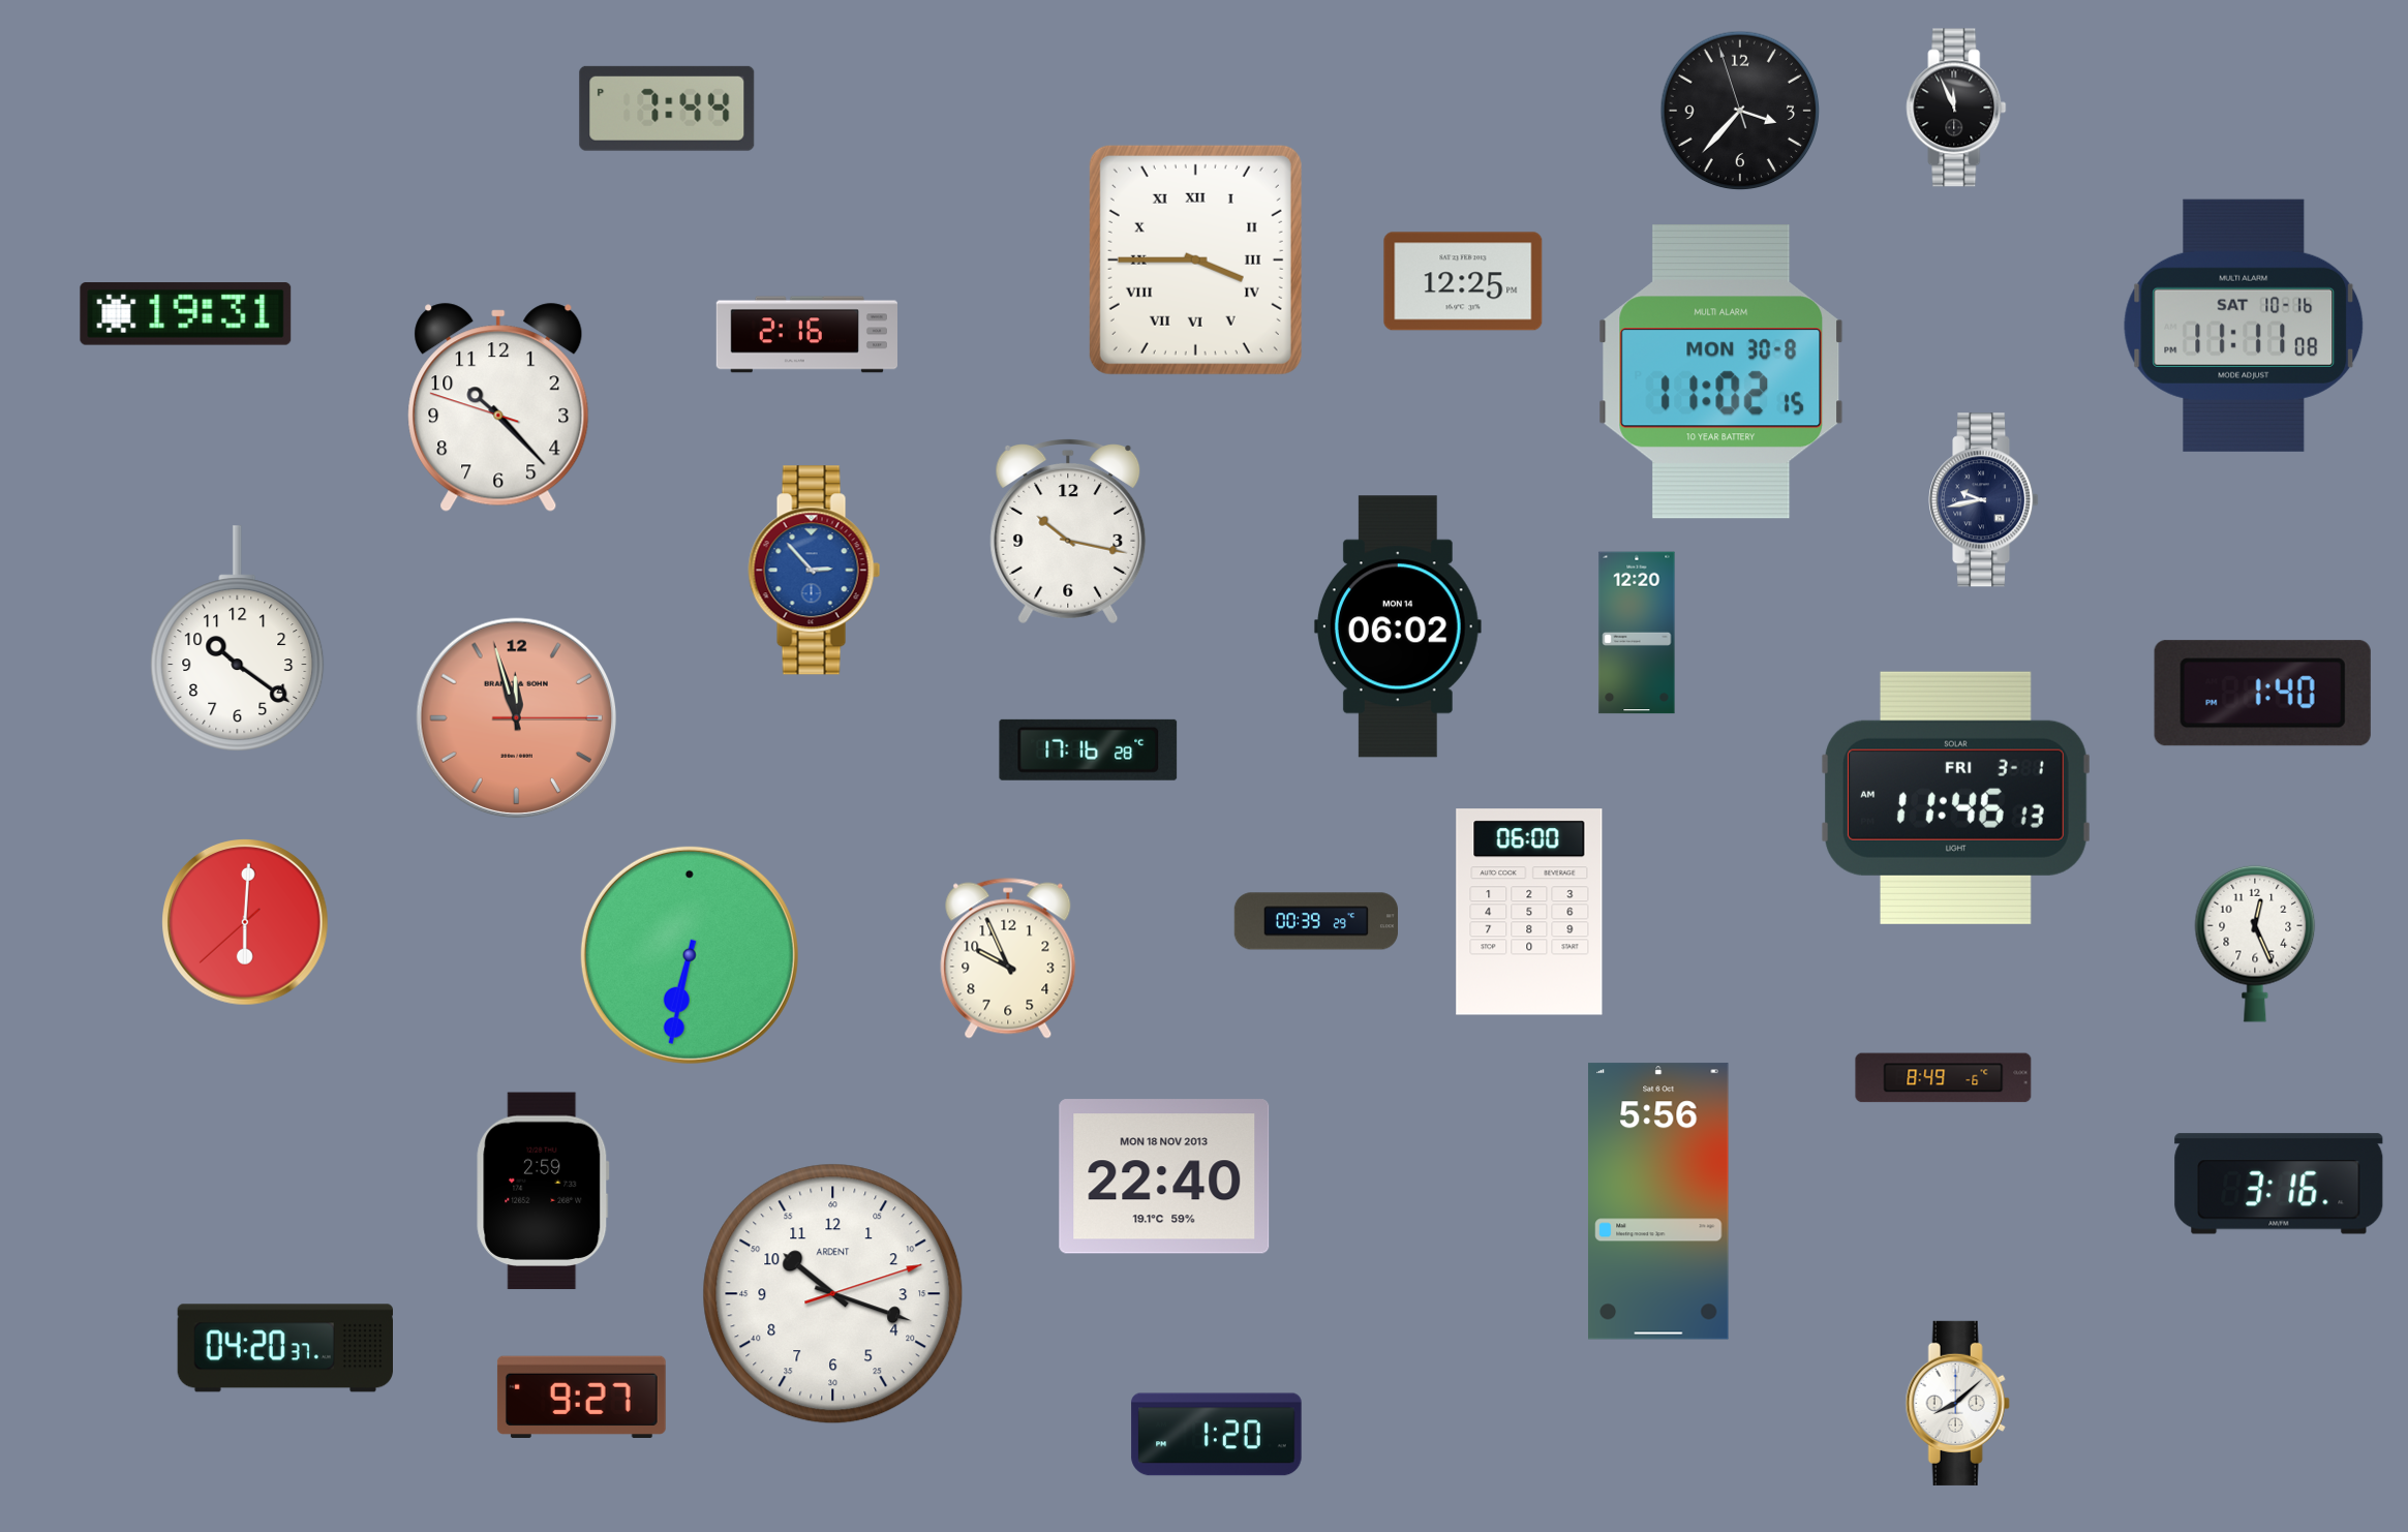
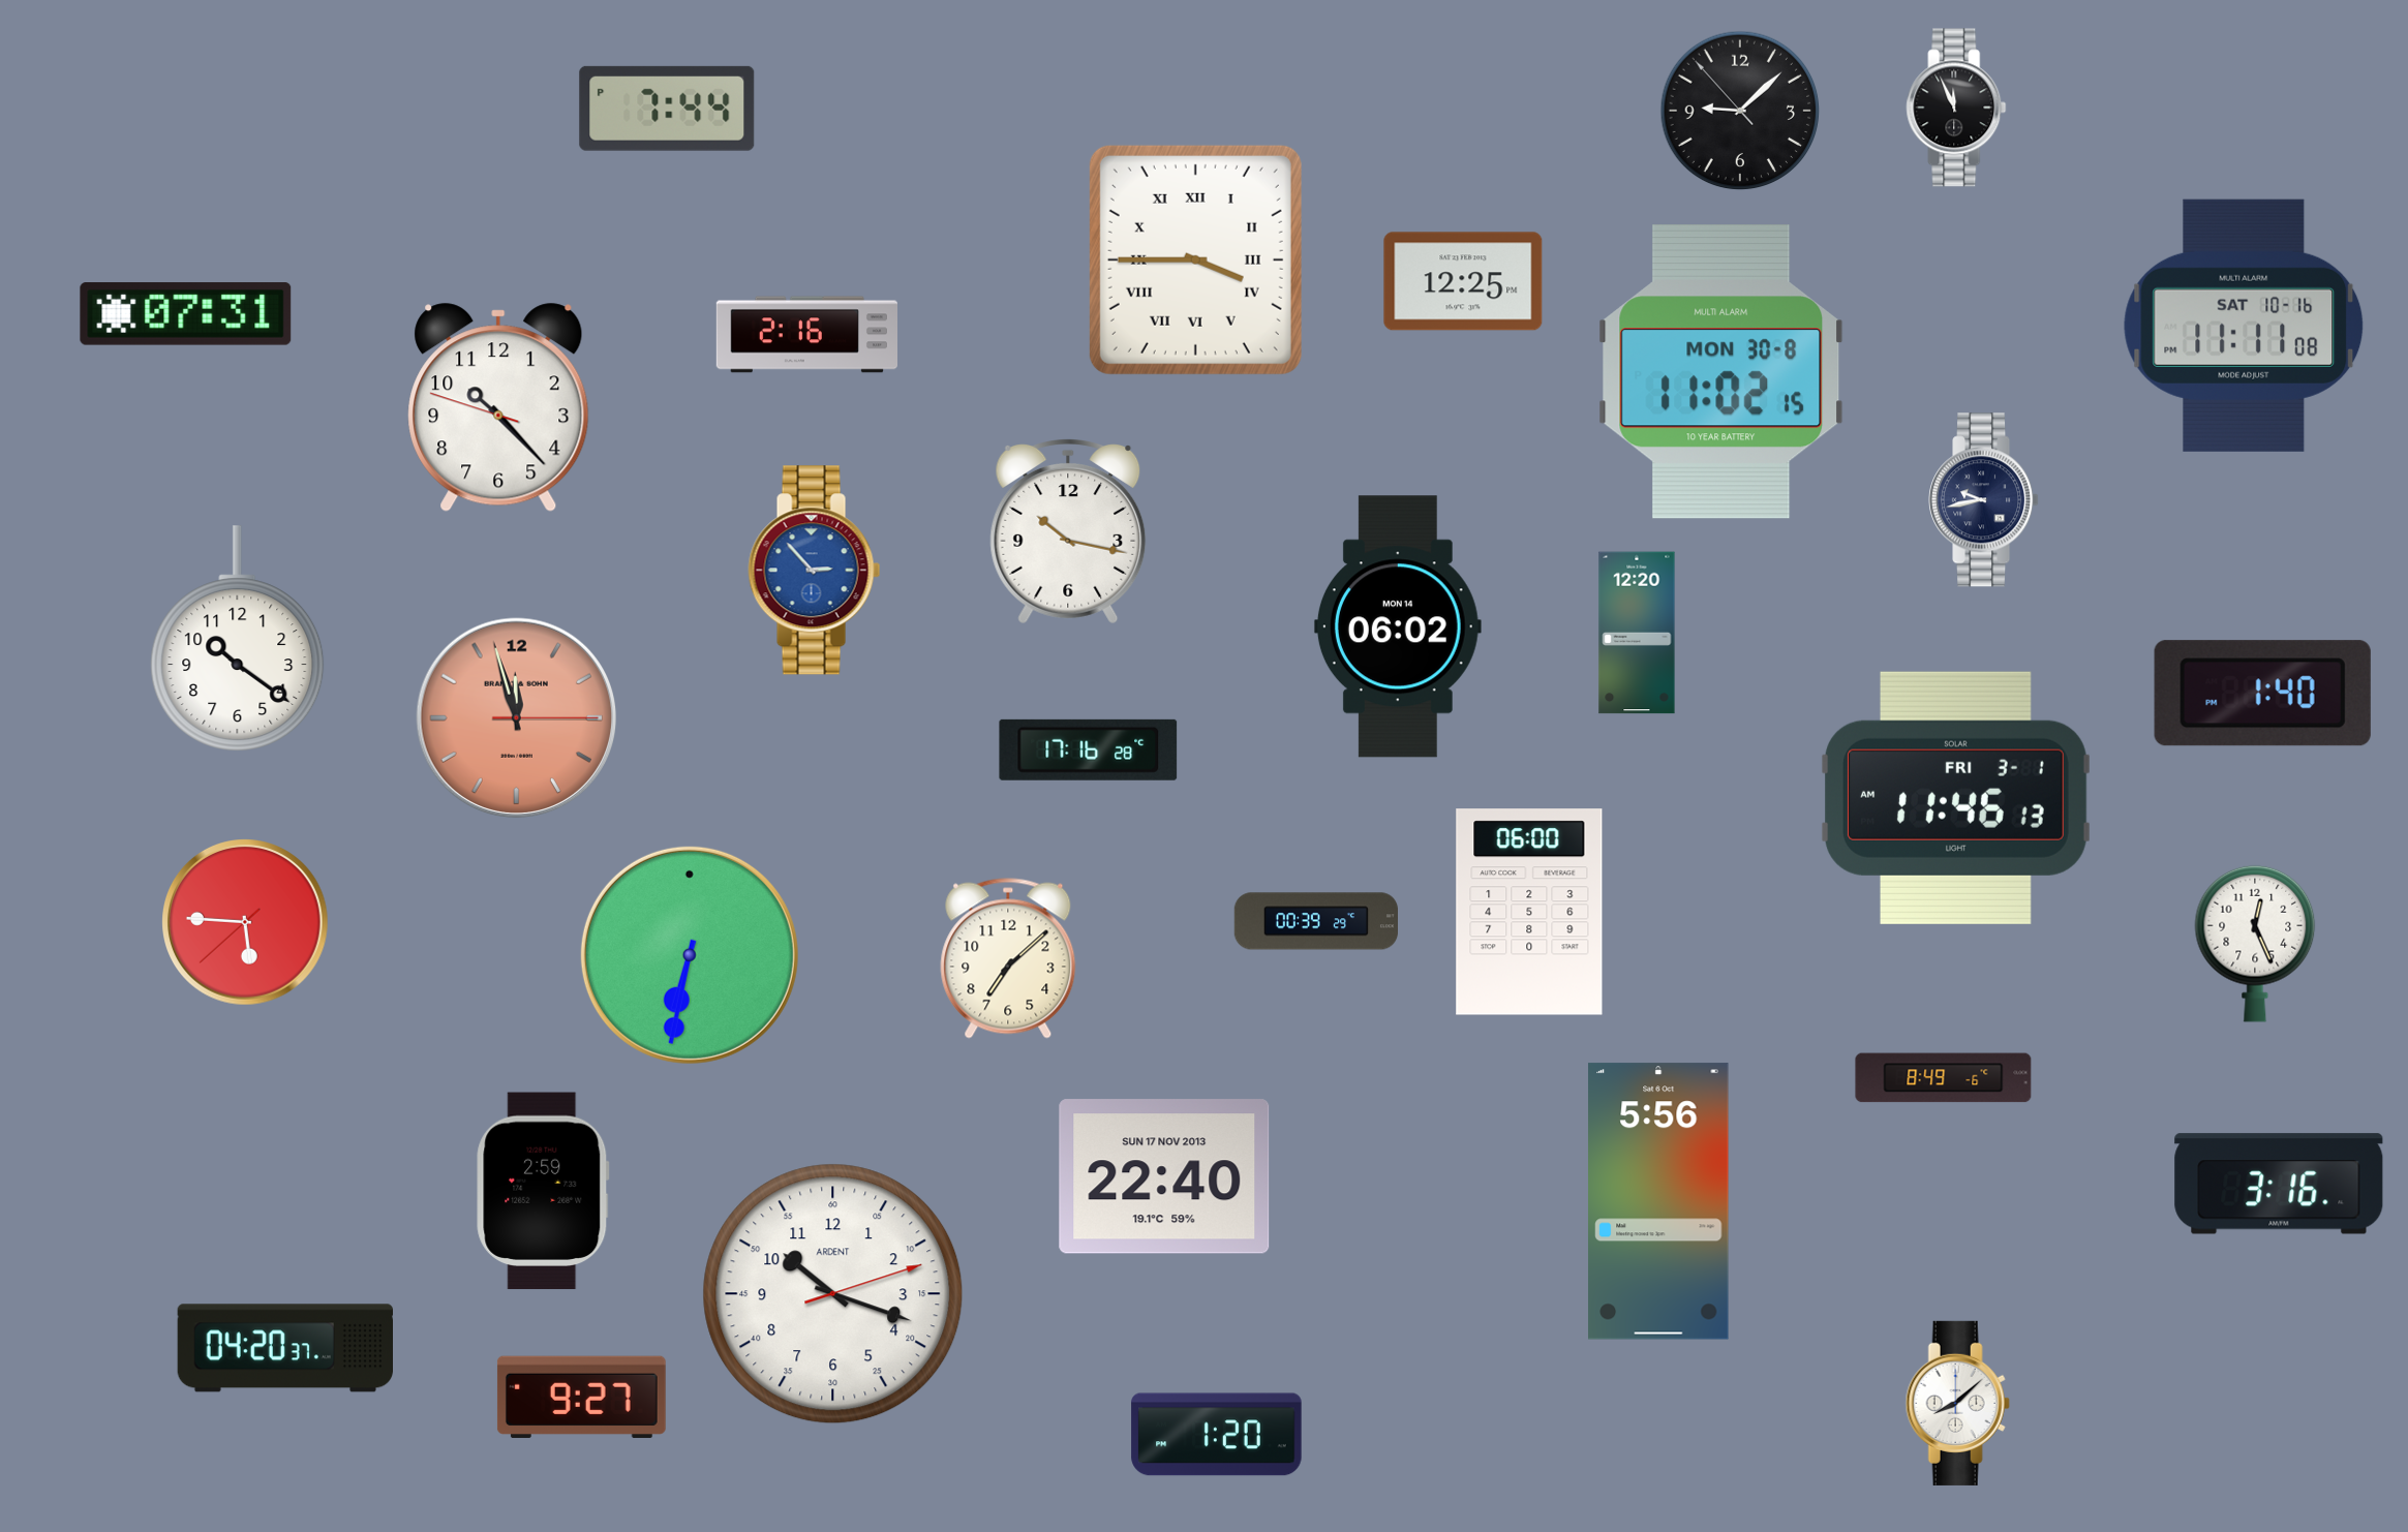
clock at (1740, 111): 3:36 -> 9:07
clock at (186, 314): 19:31 -> 07:31
clock at (246, 923): 6:00 -> 5:45
clock at (1008, 958): 9:56 -> 7:08
clock at (1164, 1176) date: MON 18 NOV 2013 -> SUN 17 NOV 2013
